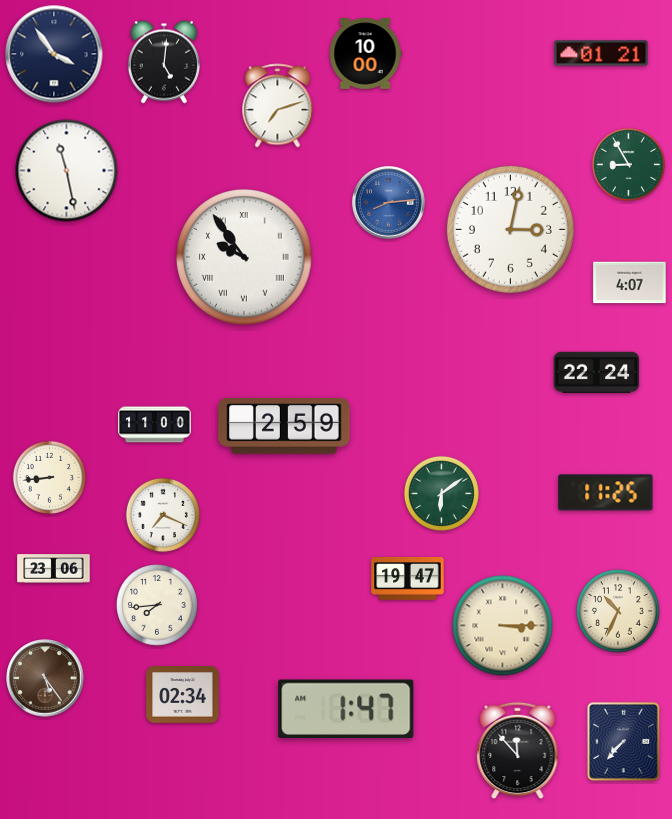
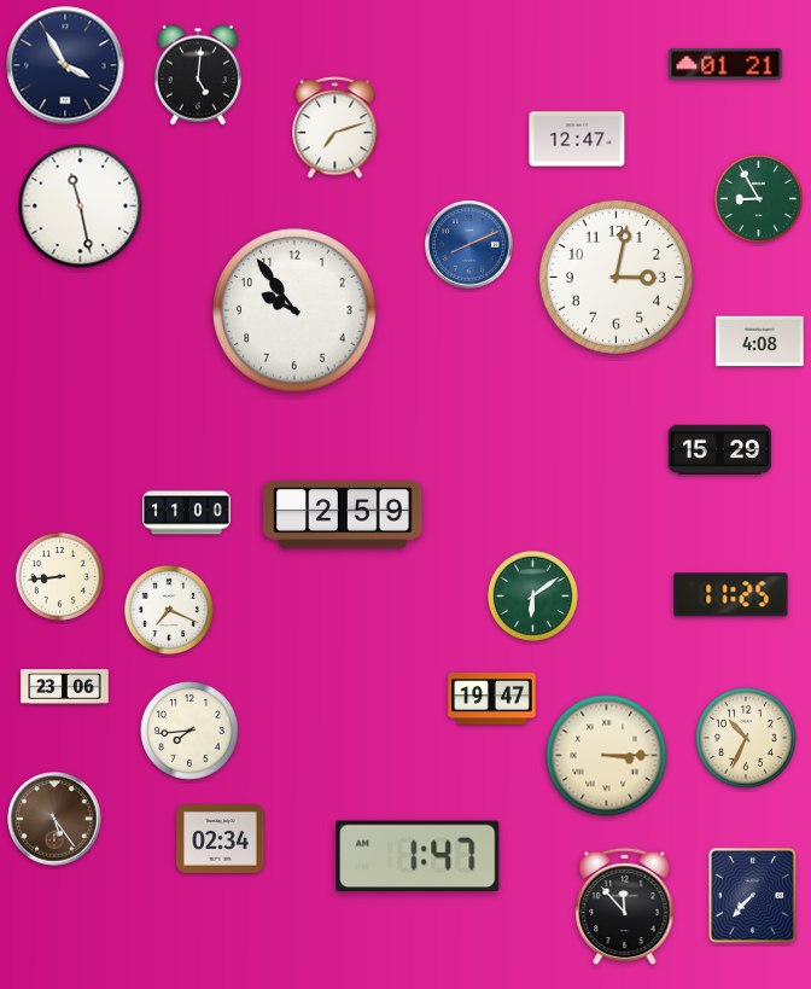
clock at (54, 54): 3:54 -> 3:55
clock at (365, 54): 10:00 -> none
clock at (577, 139): none -> 12:47
clock at (389, 203): 8:14 -> 8:11
clock at (244, 257) numerals: Roman -> Arabic
clock at (630, 283): 4:07 -> 4:08
clock at (597, 372): 22:24 -> 15:29
clock at (163, 515) position: (163, 515) -> (169, 610)
